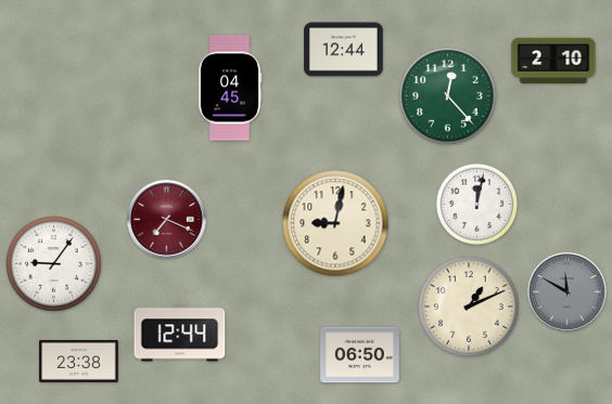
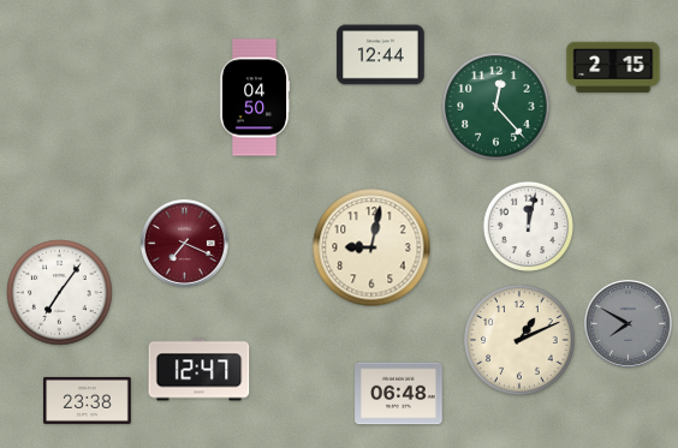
clock at (553, 61): 2:10 -> 2:15
clock at (230, 88): 04:45 -> 04:50
clock at (54, 264): 9:06 -> 7:06
clock at (566, 291): 11:50 -> 7:50
clock at (180, 334): 12:44 -> 12:47
clock at (360, 355): 06:50 -> 06:48
